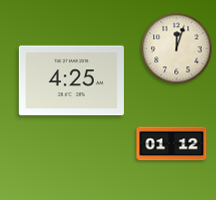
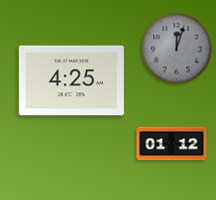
clock at (177, 49) dial: cream -> grey
